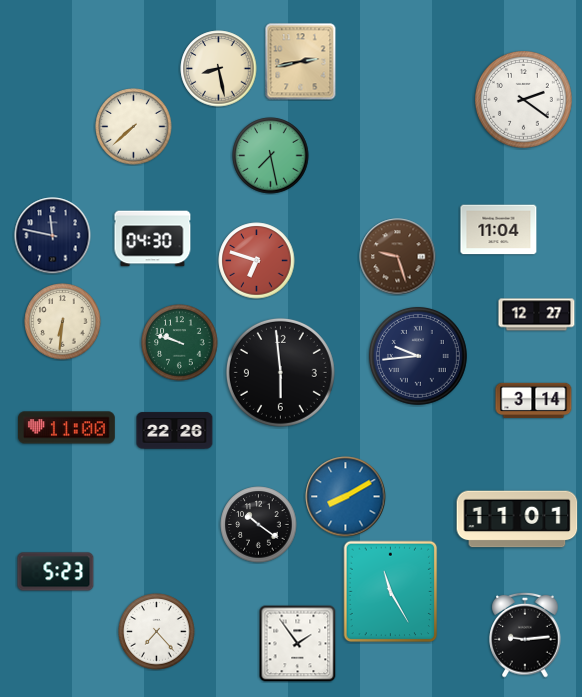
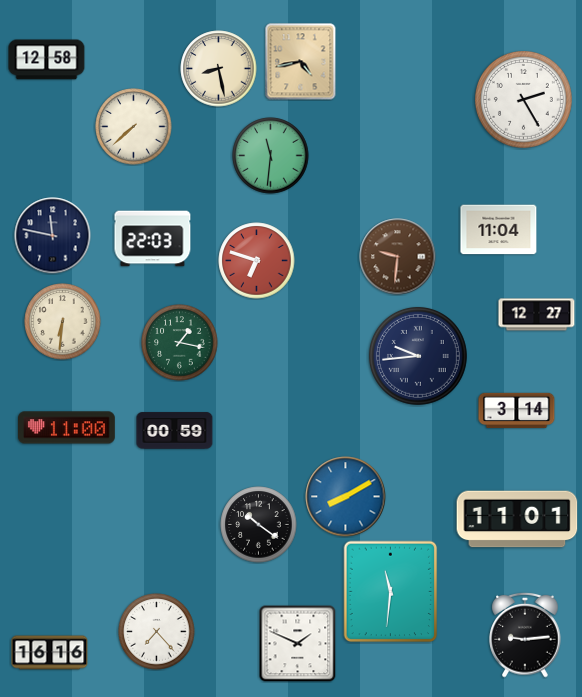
clock at (47, 60): none -> 12:58
clock at (301, 62): 2:43 -> 4:43
clock at (524, 100): 2:21 -> 2:25
clock at (271, 156): 7:28 -> 11:31
clock at (153, 239): 04:30 -> 22:03
clock at (398, 257): 9:27 -> 9:31
clock at (180, 343): 9:48 -> 1:17
clock at (280, 372): 5:59 -> none
clock at (534, 400) position: (534, 400) -> (517, 410)
clock at (175, 431): 22:26 -> 00:59
clock at (56, 572): 5:23 -> none
clock at (391, 592): 11:25 -> 11:31
clock at (297, 643): 1:54 -> 1:49
clock at (50, 653): none -> 16:16
